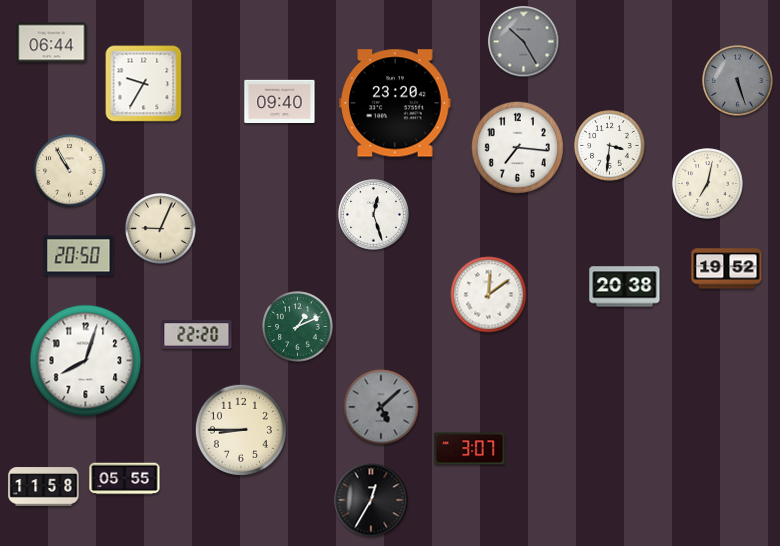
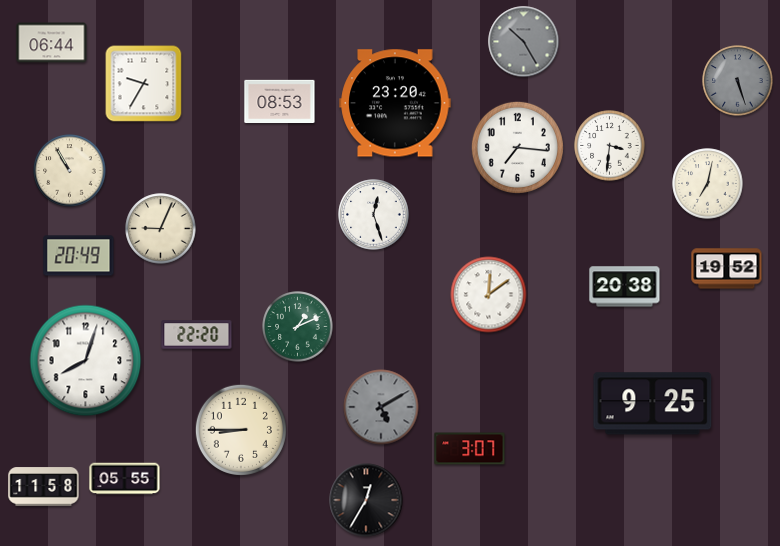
clock at (280, 101): 09:40 -> 08:53
clock at (79, 256): 20:50 -> 20:49
clock at (653, 404): none -> 9:25
clock at (381, 407): 5:08 -> 5:10
clock at (371, 500) position: (371, 500) -> (366, 500)
